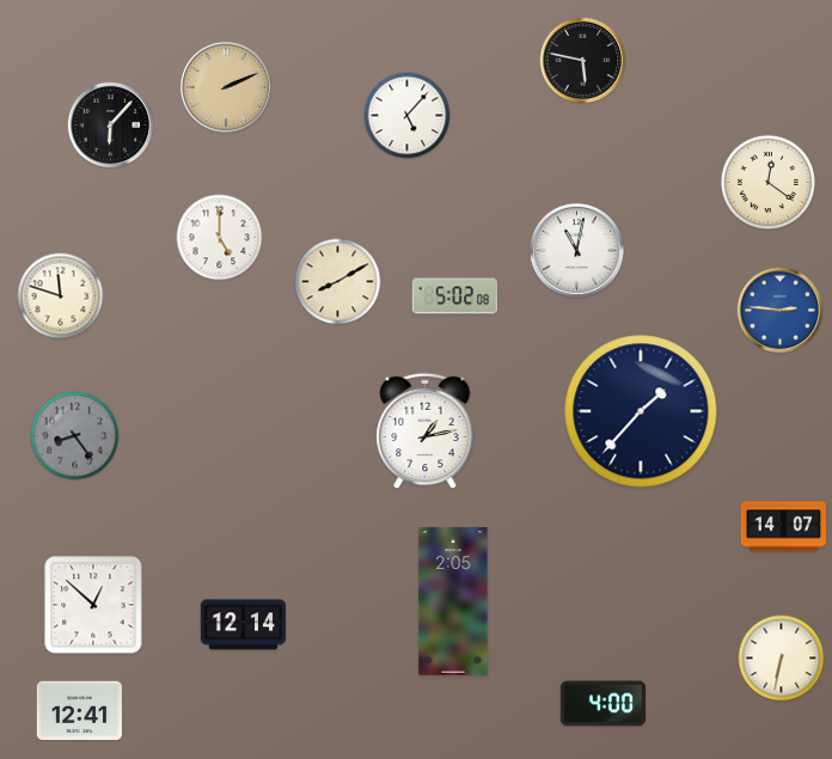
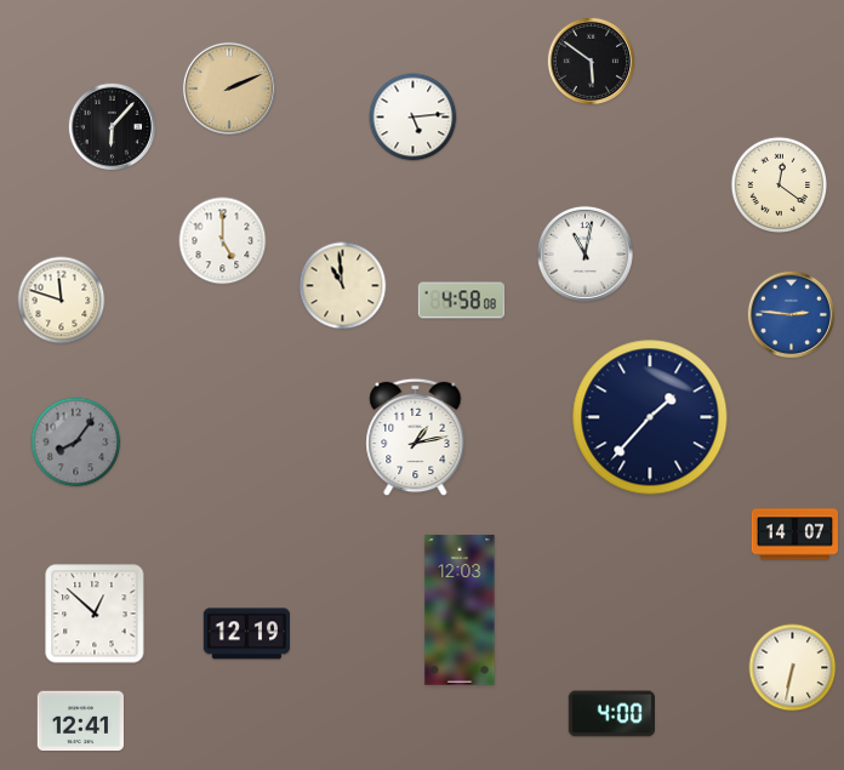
clock at (583, 61): 5:47 -> 5:51
clock at (408, 116): 5:07 -> 5:14
clock at (338, 282): 8:10 -> 10:59
clock at (455, 296): 5:02 -> 4:58
clock at (426, 431) position: (426, 431) -> (416, 438)
clock at (75, 436): 8:24 -> 8:06
clock at (453, 601): 2:05 -> 12:03
clock at (243, 625): 12:14 -> 12:19
